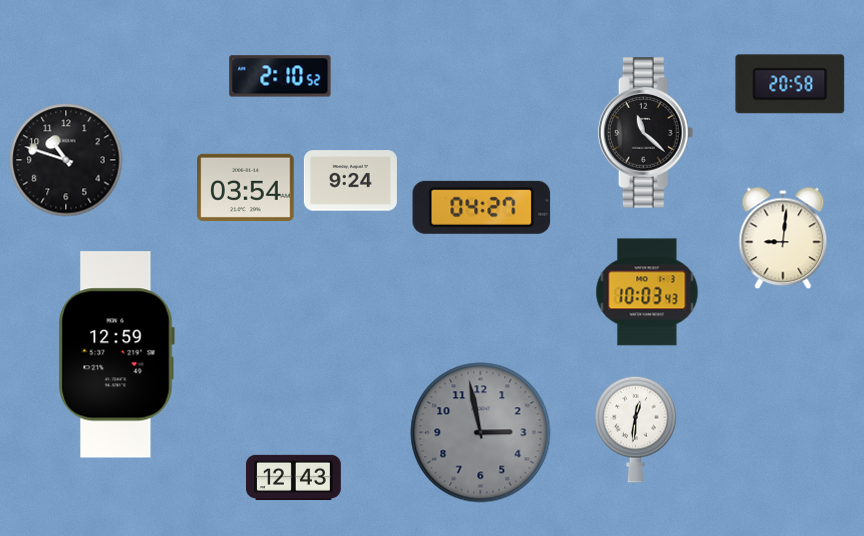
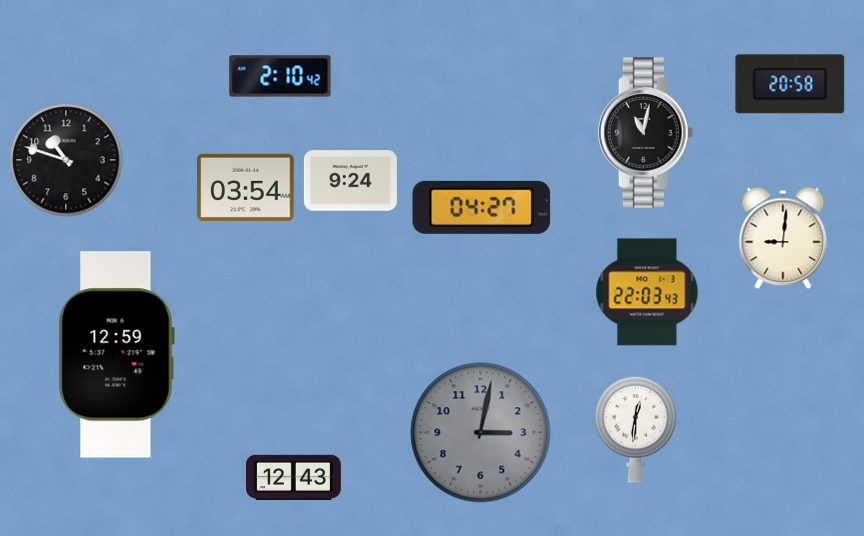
clock at (280, 76): 2:10:52 -> 2:10:42
clock at (646, 133): 11:22 -> 11:02
clock at (647, 292): 10:03 -> 22:03
clock at (481, 433): 2:58 -> 3:02
